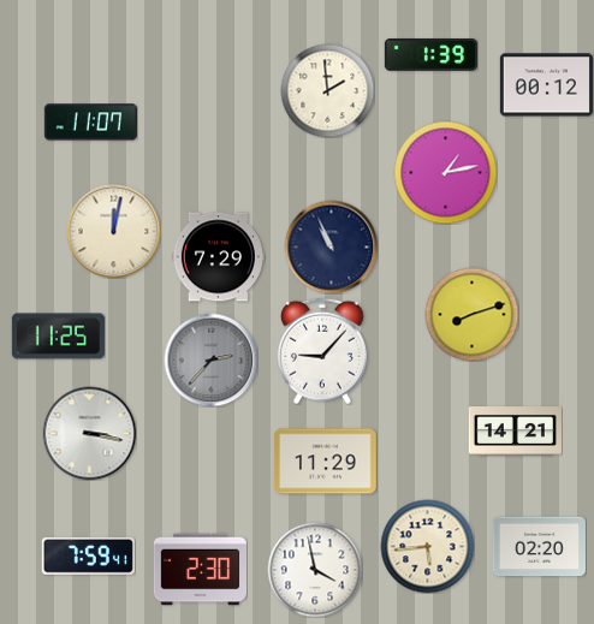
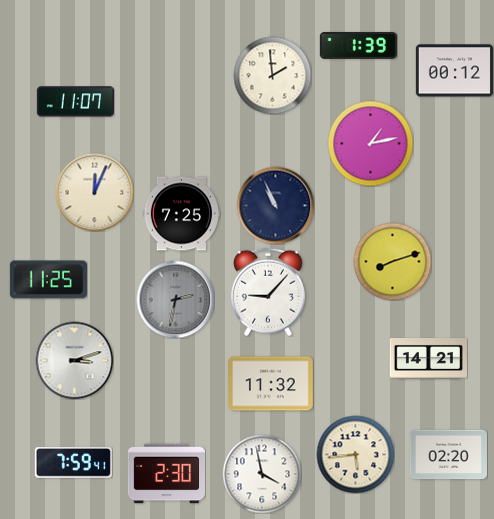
clock at (113, 231): 12:02 -> 12:04
clock at (218, 257): 7:29 -> 7:25
clock at (210, 359): 2:37 -> 2:32
clock at (89, 433): 3:17 -> 3:12
clock at (325, 462): 11:29 -> 11:32
